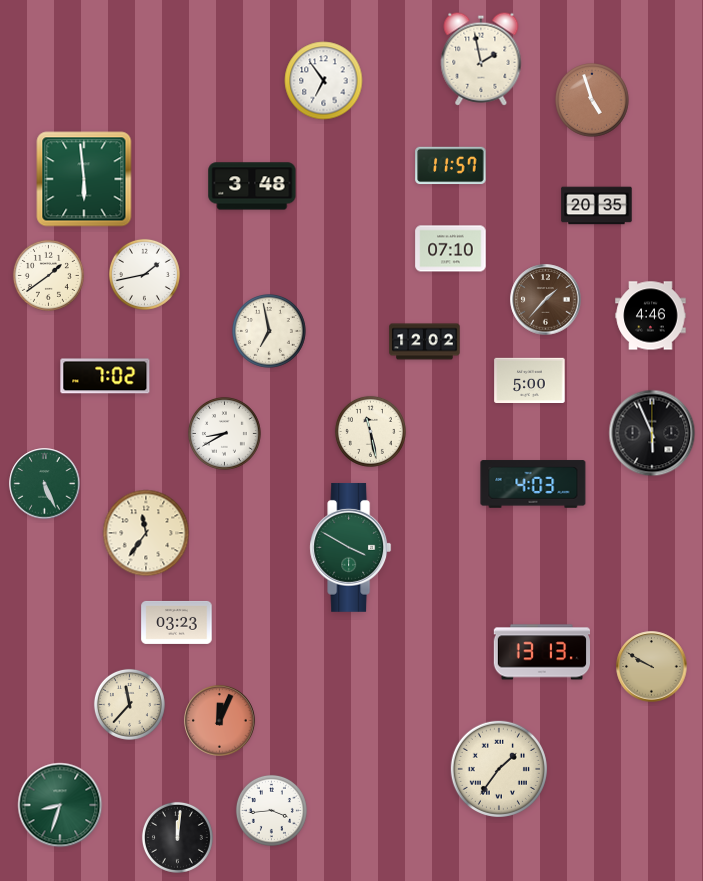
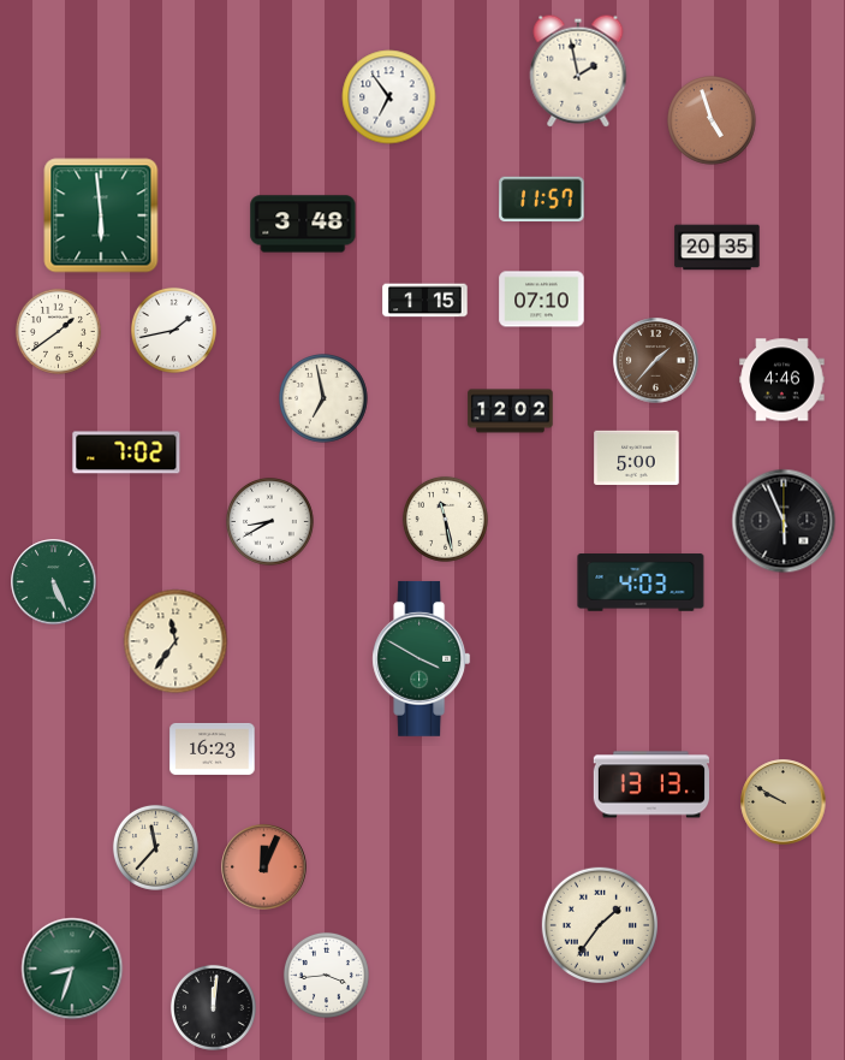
clock at (426, 301): none -> 1:15
clock at (177, 622): 03:23 -> 16:23
